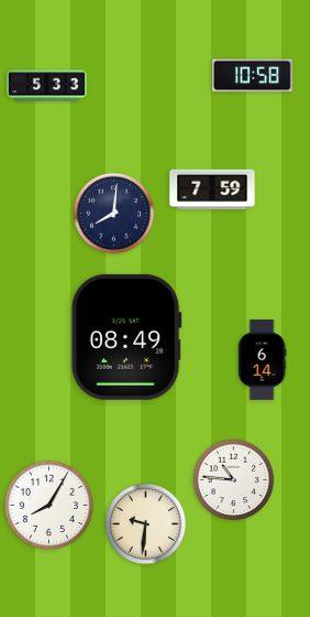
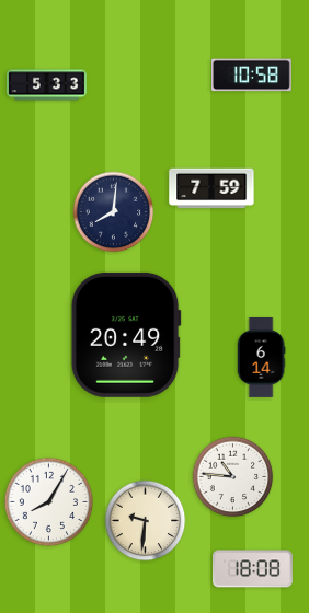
clock at (126, 337): 08:49 -> 20:49
clock at (253, 569): none -> 18:08
